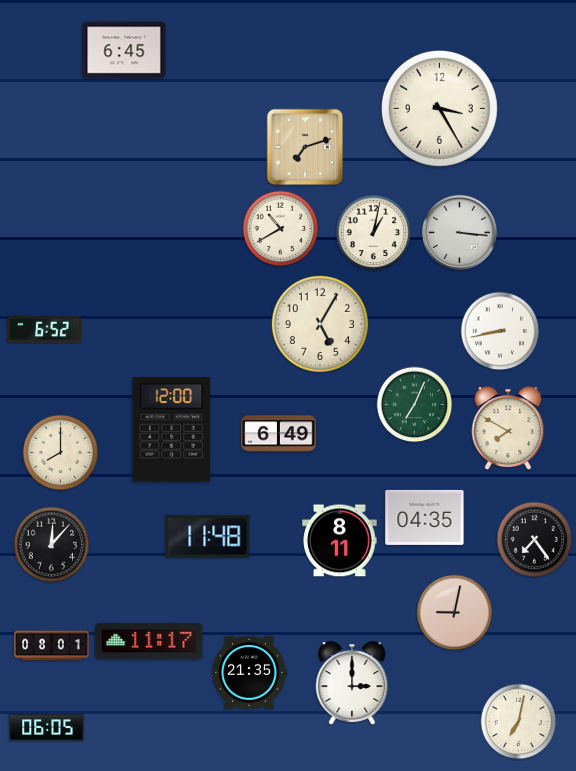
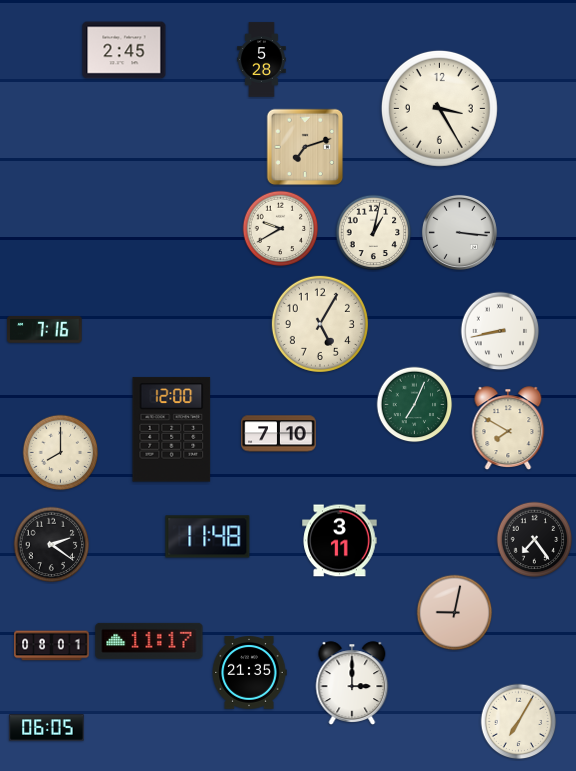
clock at (124, 50): 6:45 -> 2:45
clock at (262, 60): none -> 5:28
clock at (281, 229): 10:40 -> 9:40
clock at (45, 330): 6:52 -> 7:16
clock at (279, 434): 6:49 -> 7:10
clock at (425, 517): 04:35 -> none
clock at (340, 541): 8:11 -> 3:11
clock at (52, 545): 12:07 -> 2:21
clock at (519, 722): 7:02 -> 7:05
